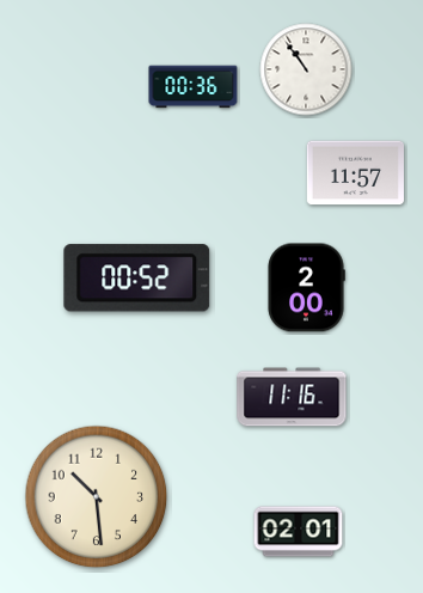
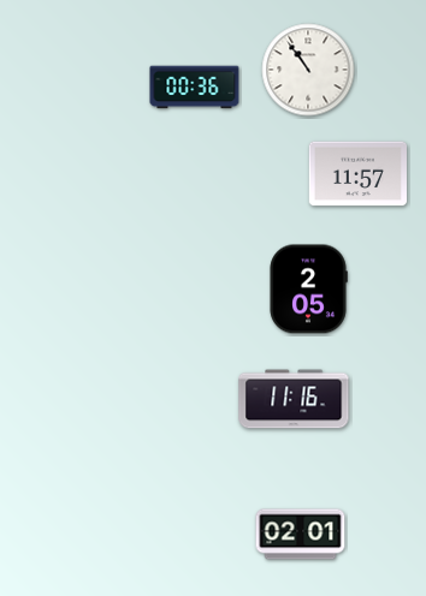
clock at (137, 279): 00:52 -> none
clock at (306, 288): 2:00 -> 2:05
clock at (97, 497): 10:29 -> none
